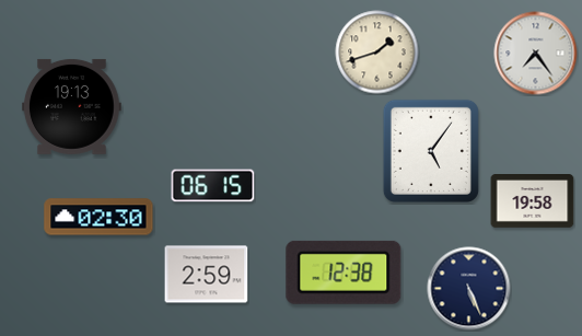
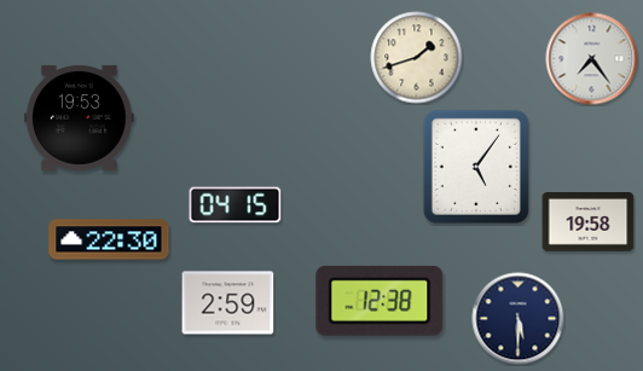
clock at (72, 106): 19:13 -> 19:53
clock at (213, 186): 06:15 -> 04:15
clock at (98, 217): 02:30 -> 22:30
clock at (469, 289): 5:26 -> 5:30
